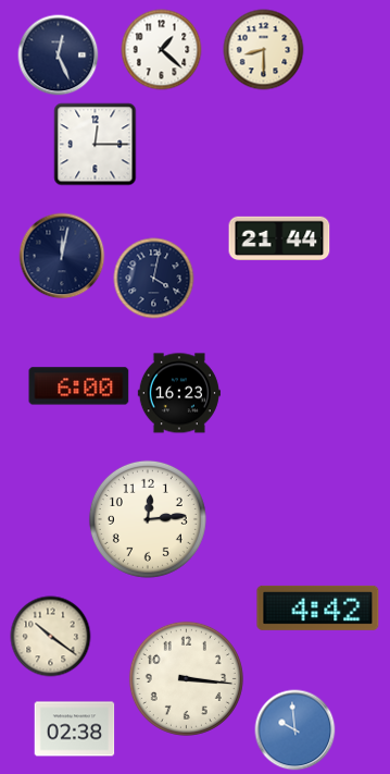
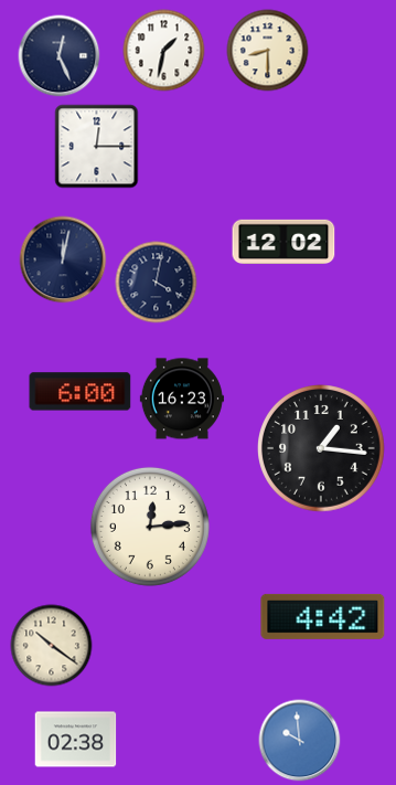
clock at (162, 50): 1:22 -> 1:32
clock at (279, 237): 21:44 -> 12:02
clock at (322, 449): none -> 1:16
clock at (186, 678): 3:16 -> none
